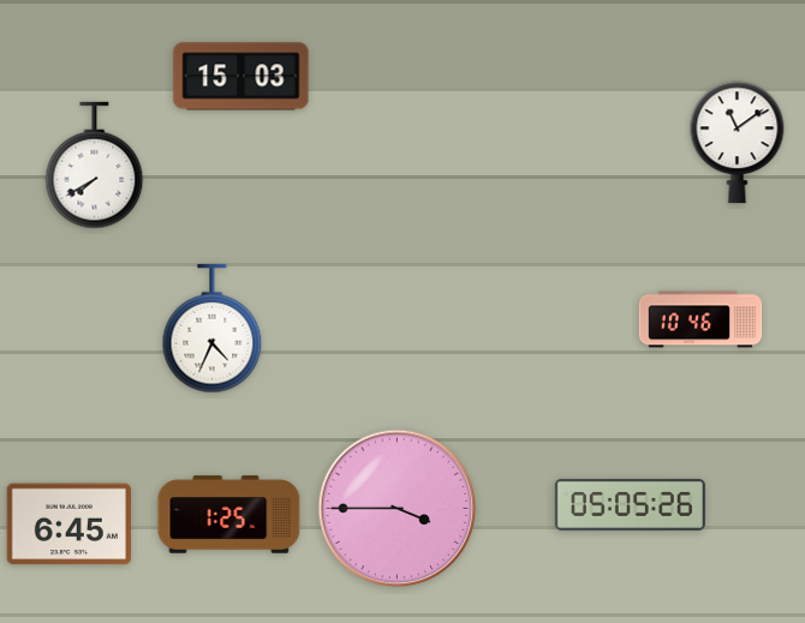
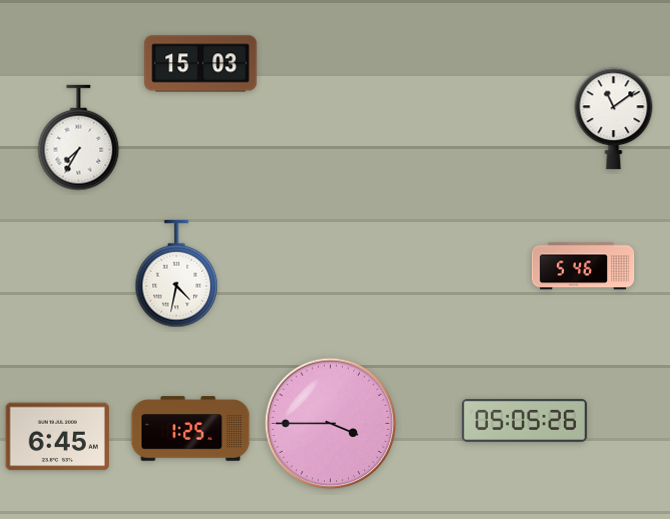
clock at (95, 166): 7:40 -> 7:35
clock at (700, 319): 10:46 -> 5:46
clock at (213, 329): 4:34 -> 4:32
